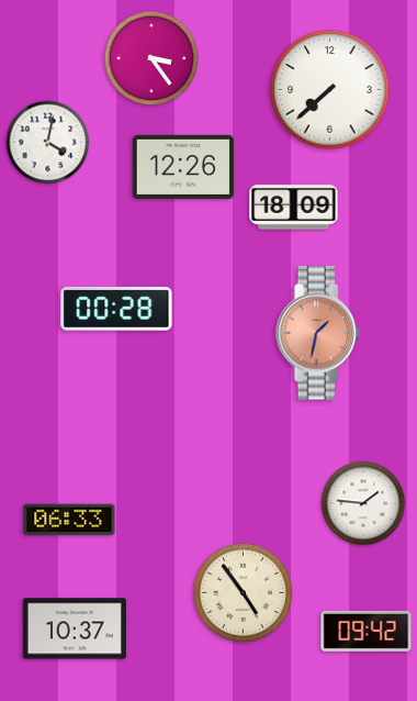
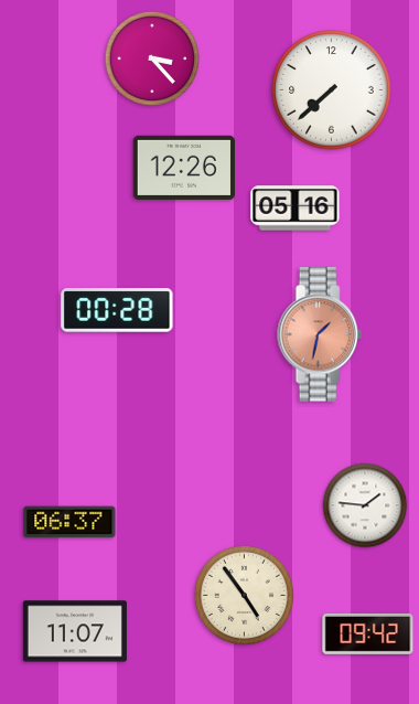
clock at (151, 58): 3:24 -> 3:23
clock at (48, 143): 4:02 -> none
clock at (294, 208): 18:09 -> 05:16
clock at (69, 520): 06:33 -> 06:37
clock at (75, 628): 10:37 -> 11:07
